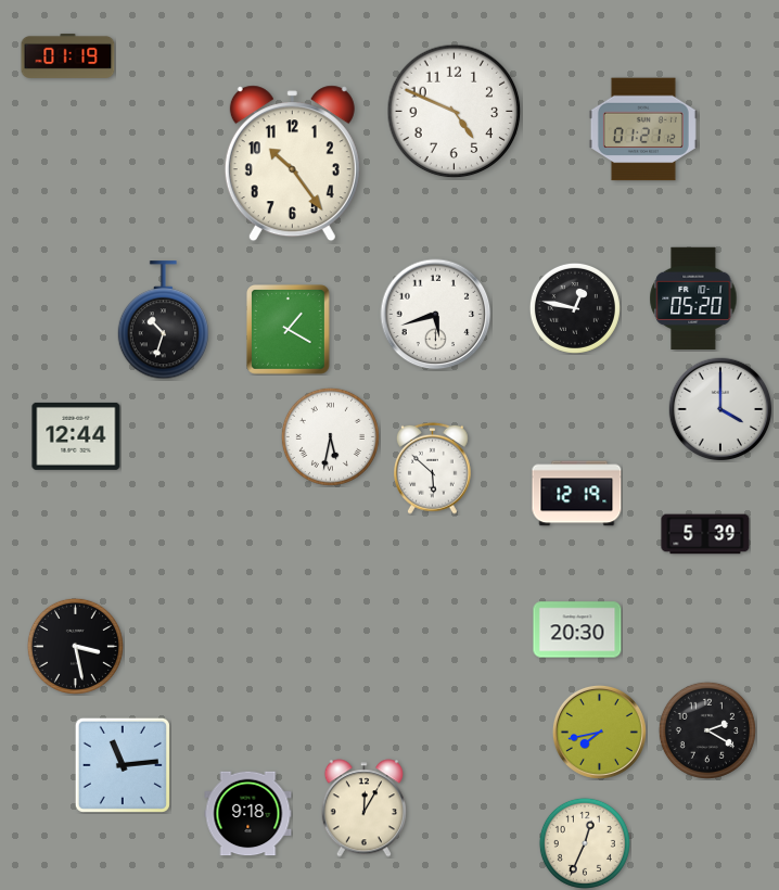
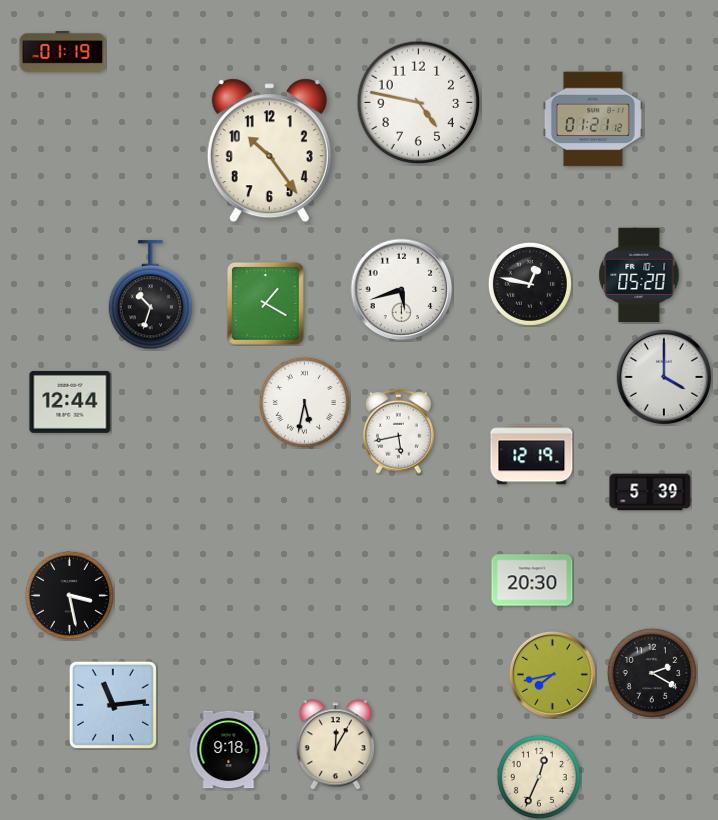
clock at (455, 112): 4:49 -> 4:47
clock at (433, 468): 5:52 -> 5:43
